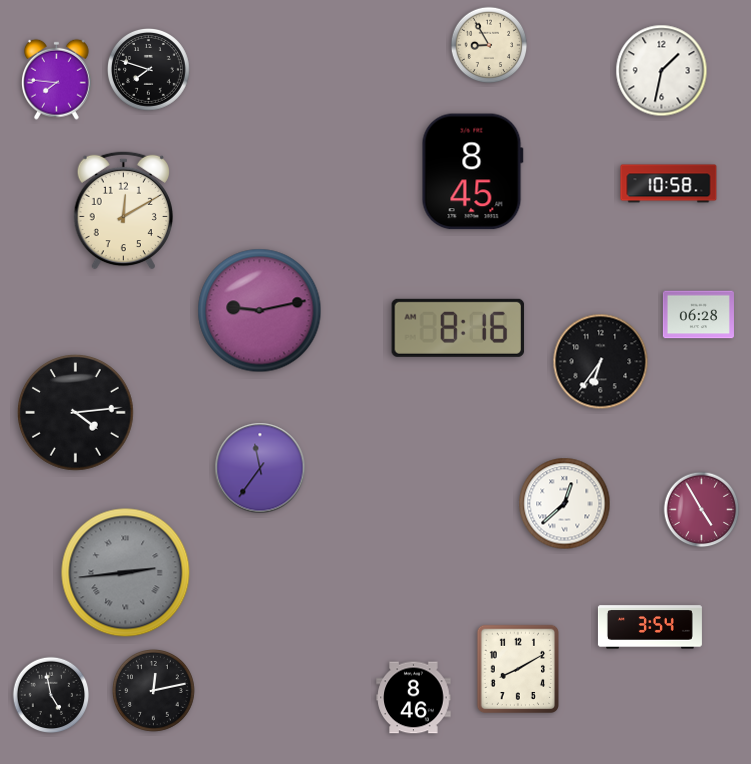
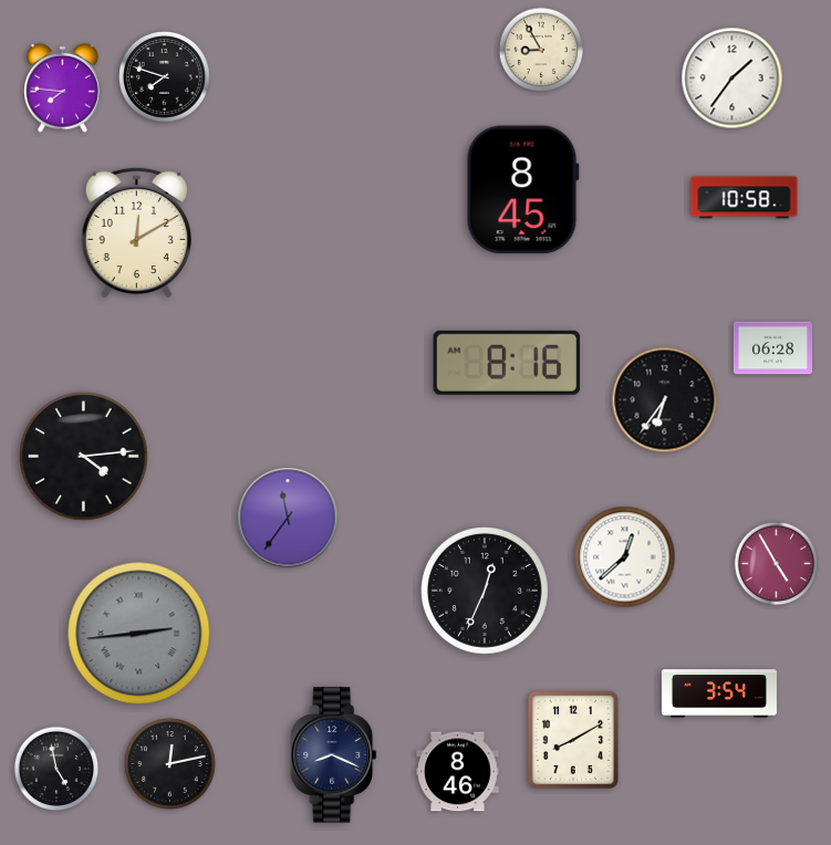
clock at (662, 71): 1:32 -> 1:36
clock at (669, 184) position: (669, 184) -> (745, 198)
clock at (260, 311): 9:13 -> none
clock at (486, 592): none -> 12:34
clock at (334, 755): none -> 8:19
